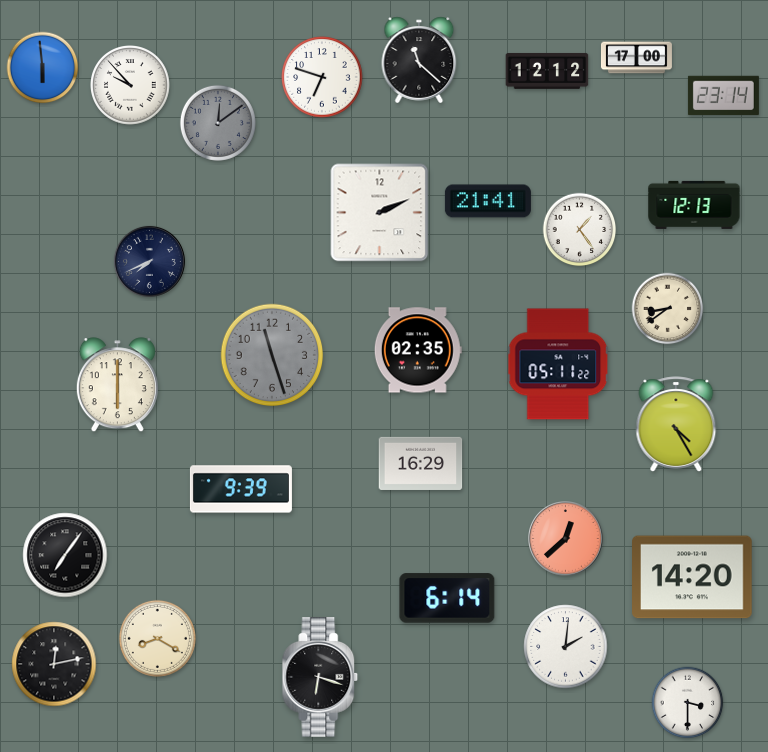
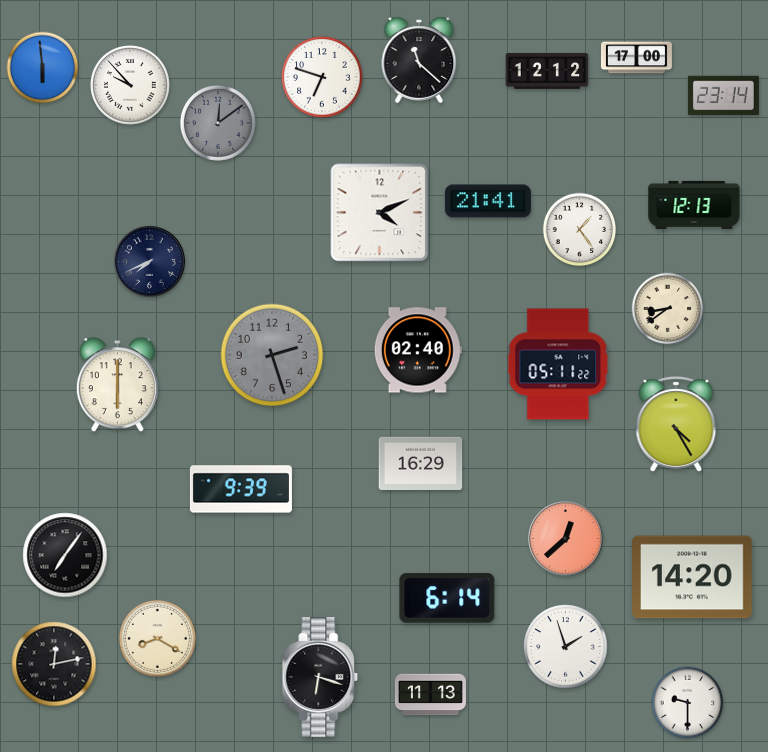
clock at (380, 213): 2:11 -> 4:11
clock at (418, 350): 02:35 -> 02:40
clock at (272, 355): 11:27 -> 2:27
clock at (566, 647): 2:01 -> 1:57
clock at (430, 695): none -> 11:13
clock at (688, 703): 3:30 -> 9:30
